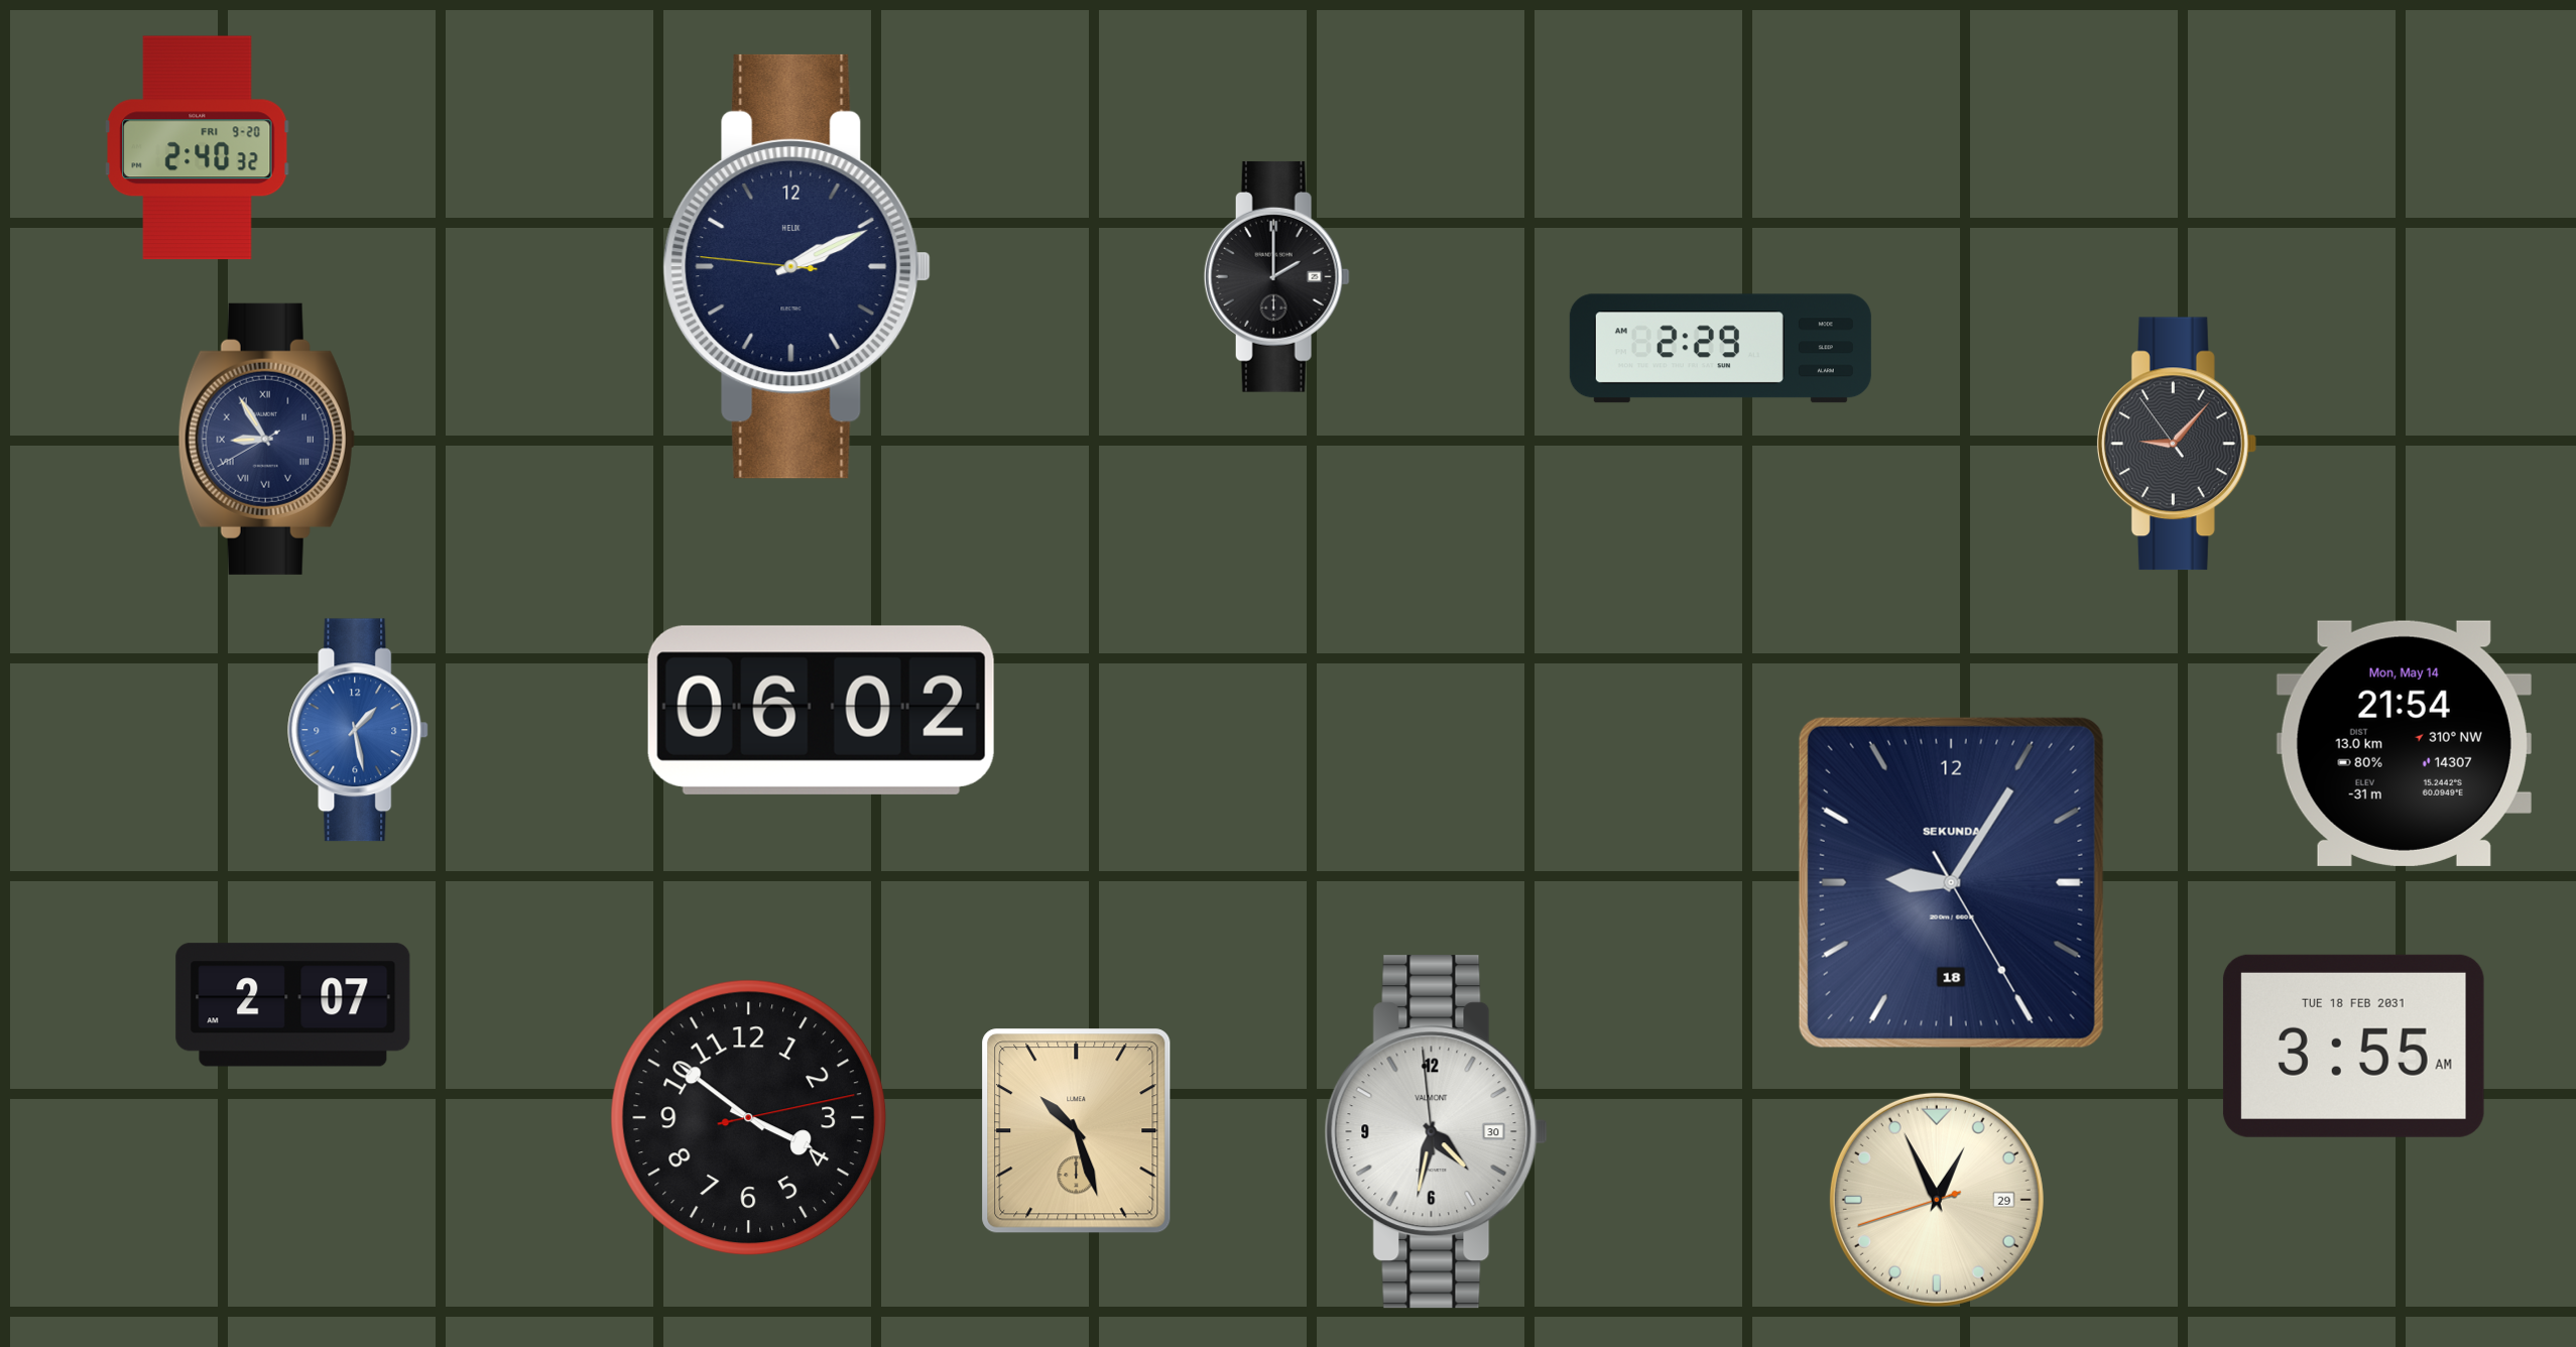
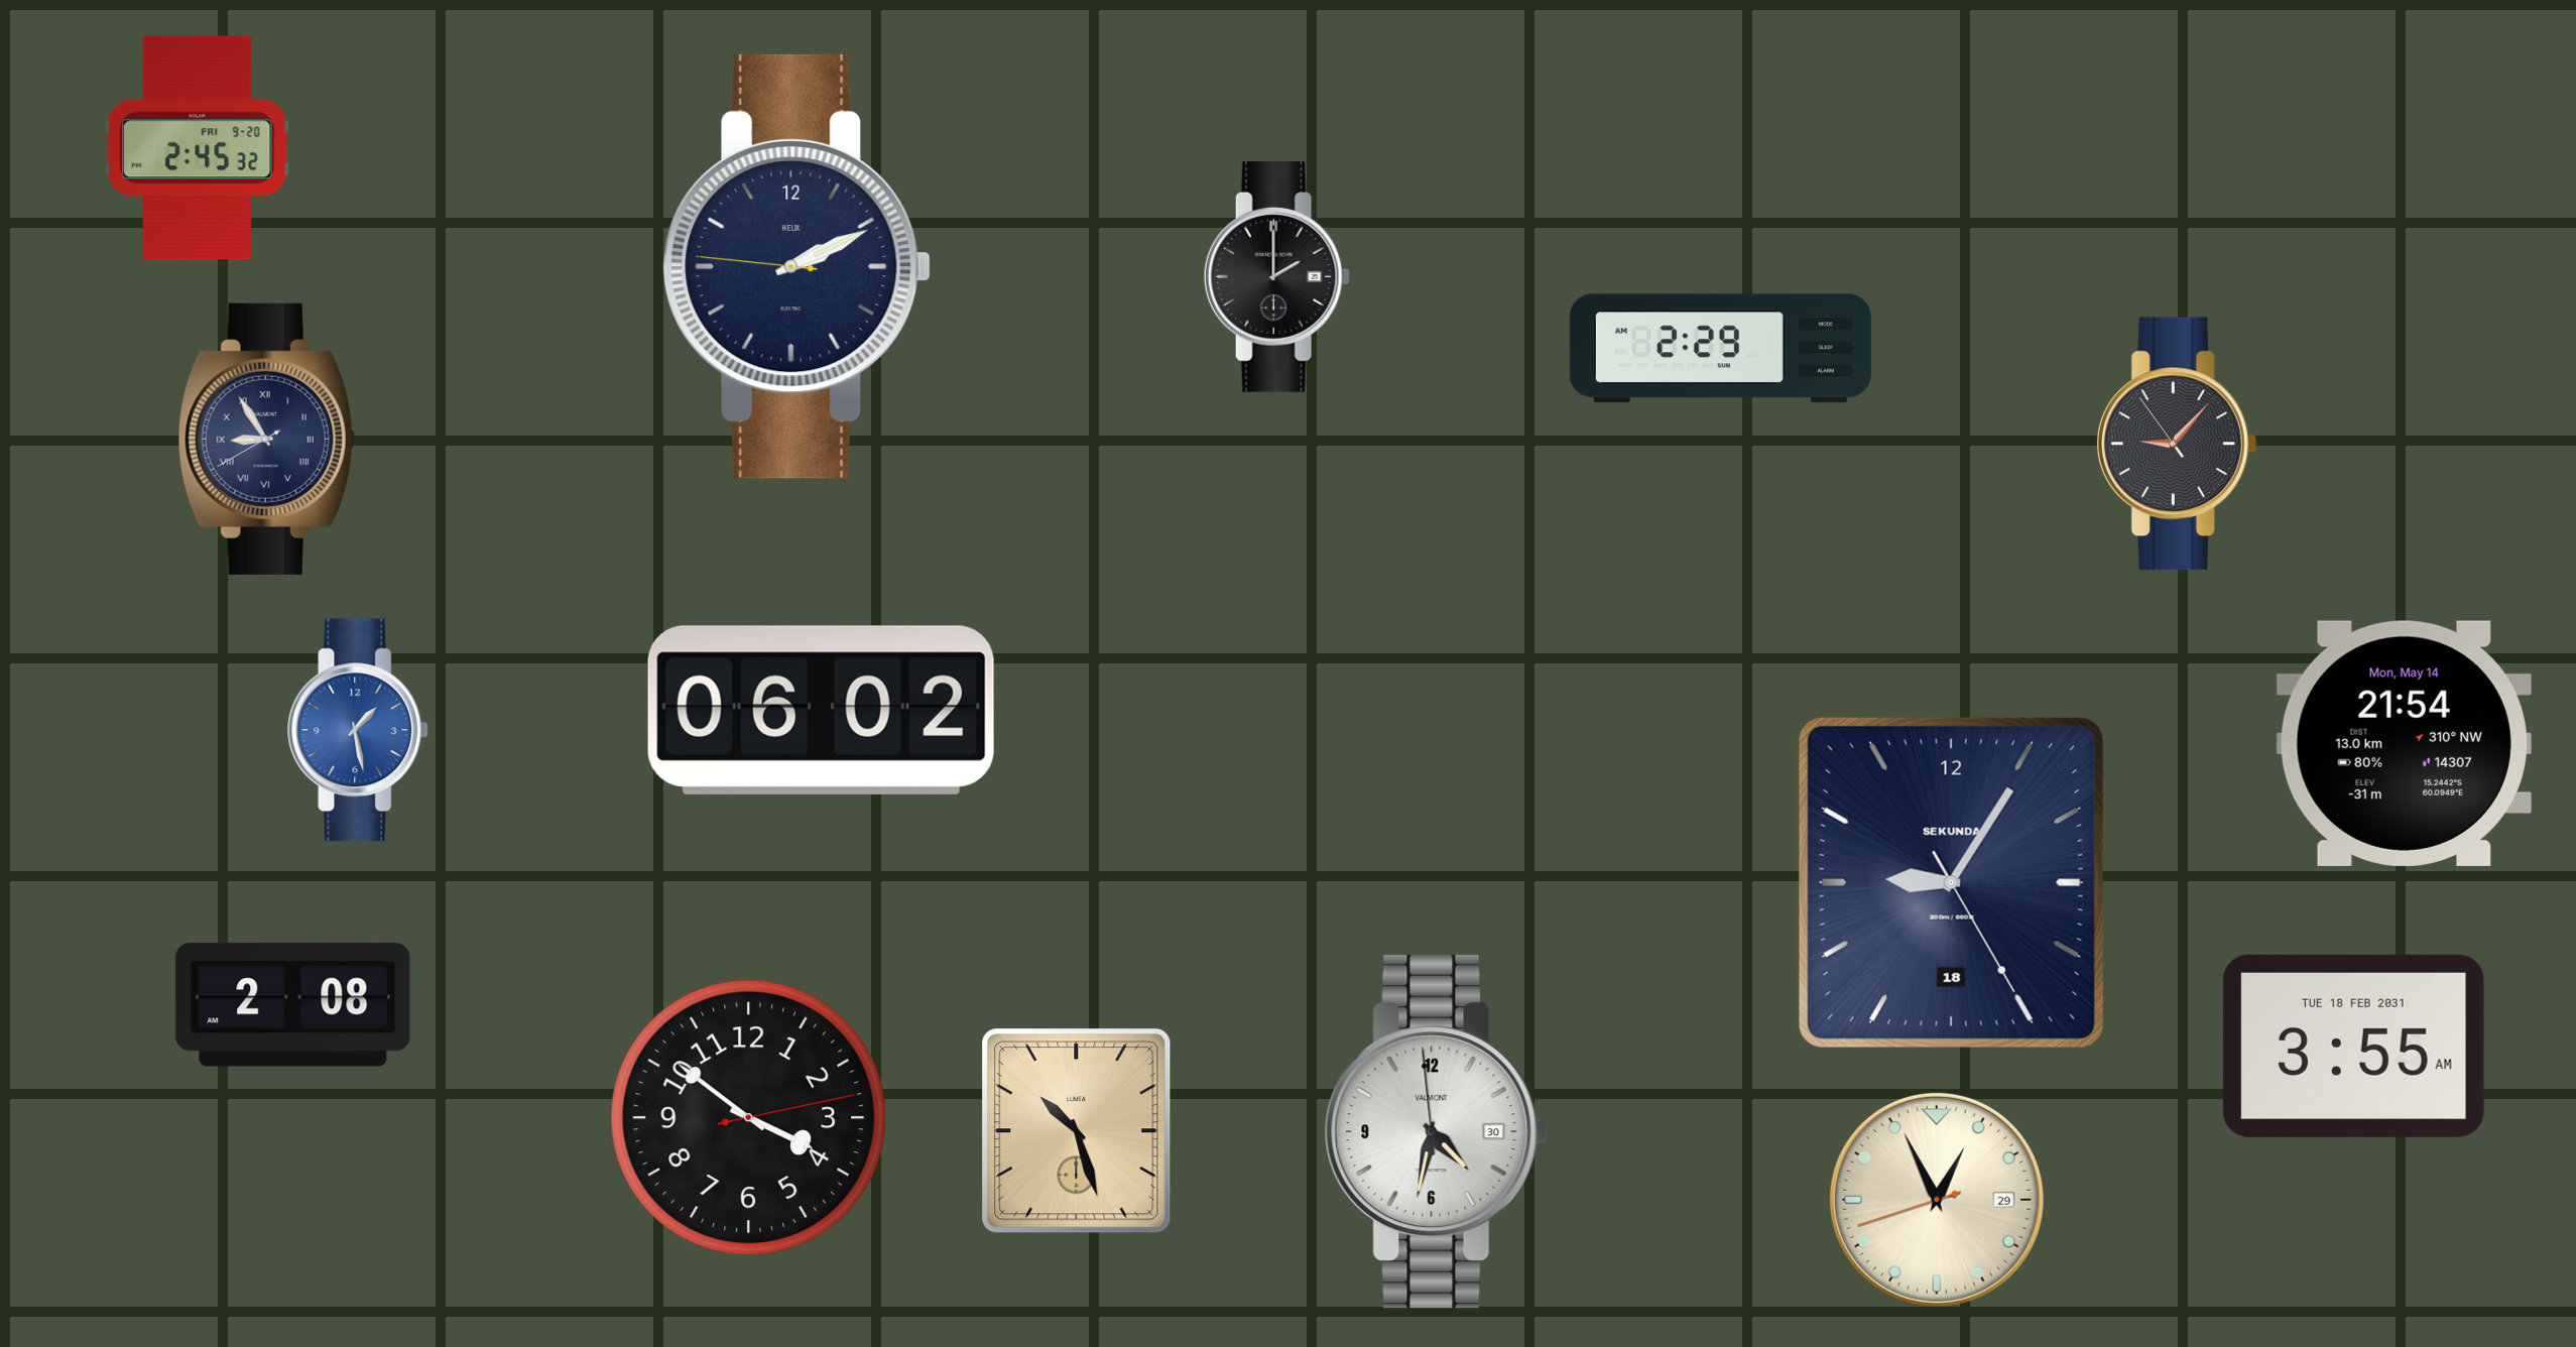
clock at (198, 148): 2:40 -> 2:45
clock at (293, 1005): 2:07 -> 2:08
